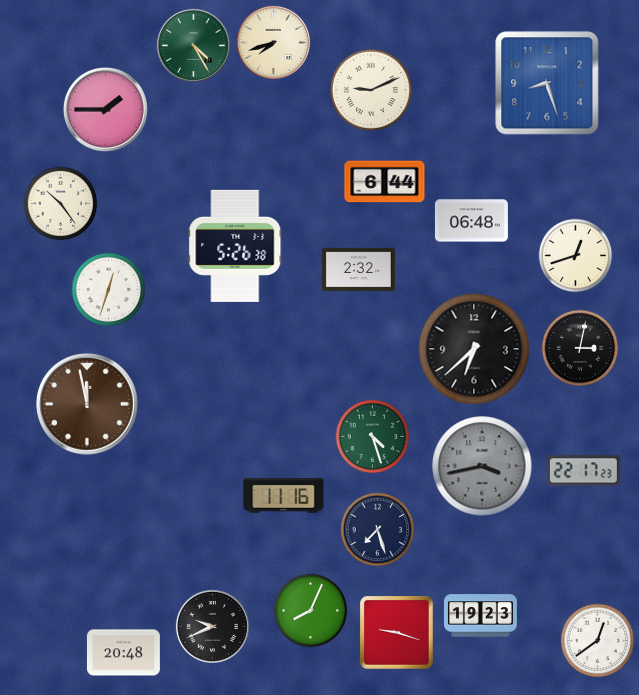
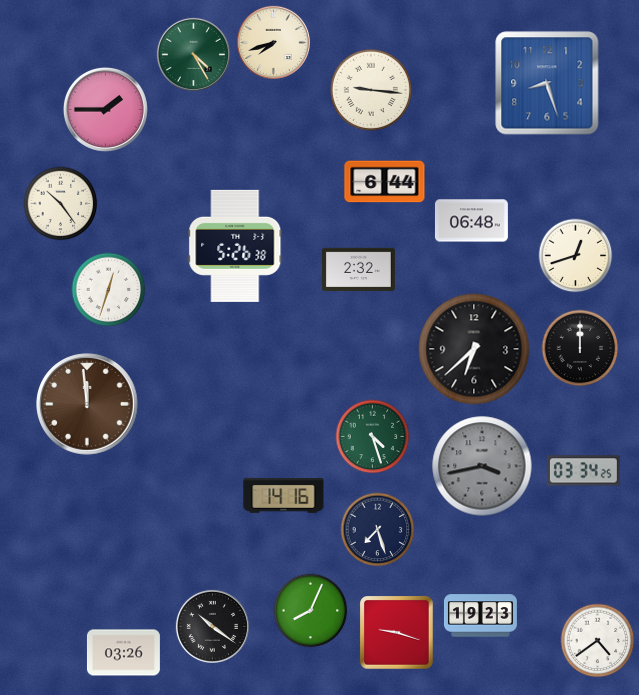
clock at (193, 45) position: (193, 45) -> (193, 54)
clock at (371, 90): 9:11 -> 9:16
clock at (580, 348): 3:02 -> 12:00
clock at (87, 404): 11:58 -> 11:59
clock at (583, 471): 22:17 -> 03:34
clock at (284, 496): 11:16 -> 14:16
clock at (212, 626): 9:41 -> 10:21
clock at (598, 641): 12:39 -> 4:39
clock at (123, 653): 20:48 -> 03:26
